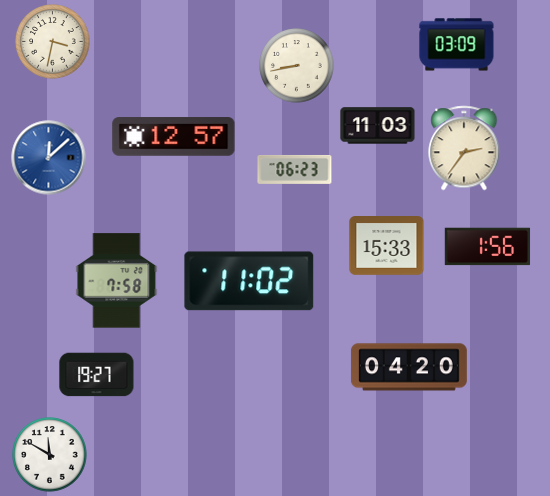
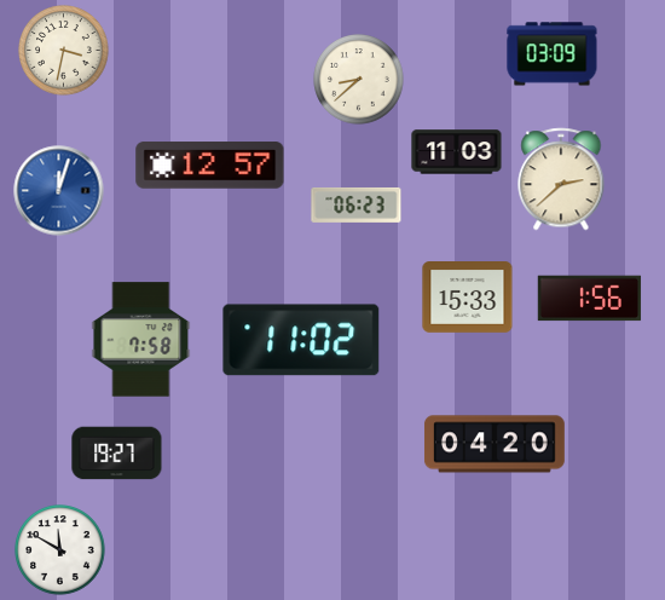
clock at (297, 66): 8:43 -> 8:38
clock at (464, 148): 2:36 -> 2:38
clock at (49, 158): 12:08 -> 12:03
